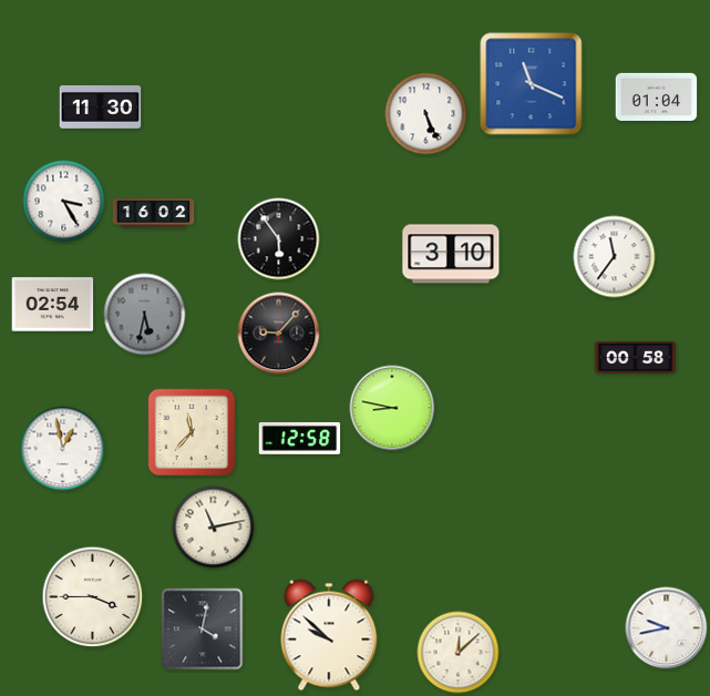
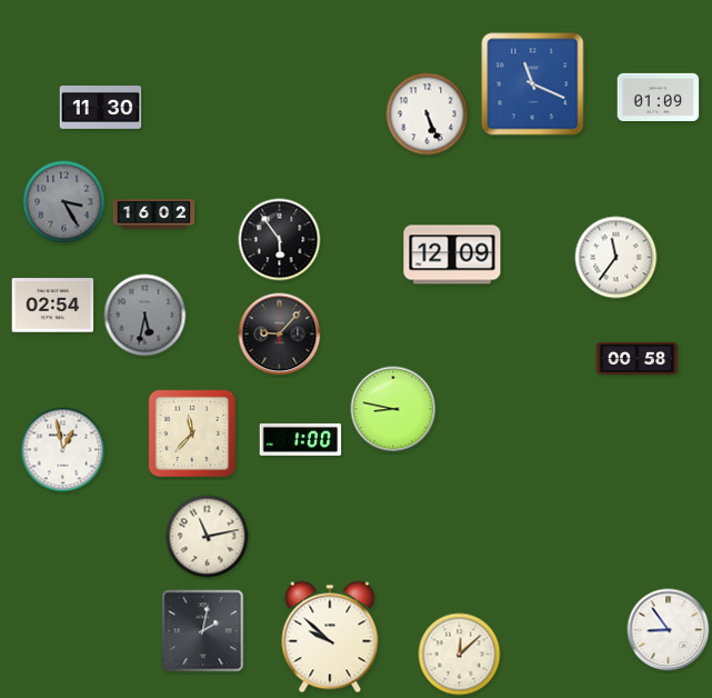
clock at (657, 96): 01:04 -> 01:09
clock at (64, 202) dial: white -> grey
clock at (451, 254): 3:10 -> 12:09
clock at (300, 439): 12:58 -> 1:00
clock at (214, 528) position: (214, 528) -> (208, 537)
clock at (93, 597): 3:45 -> none
clock at (667, 628): 9:43 -> 8:54
clock at (203, 630): 4:02 -> 2:02
